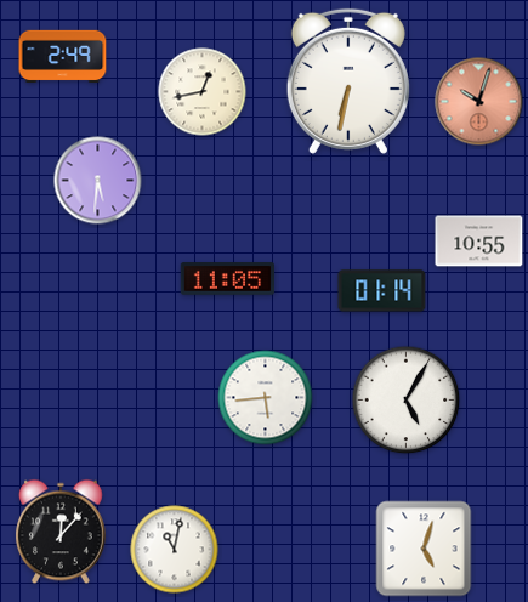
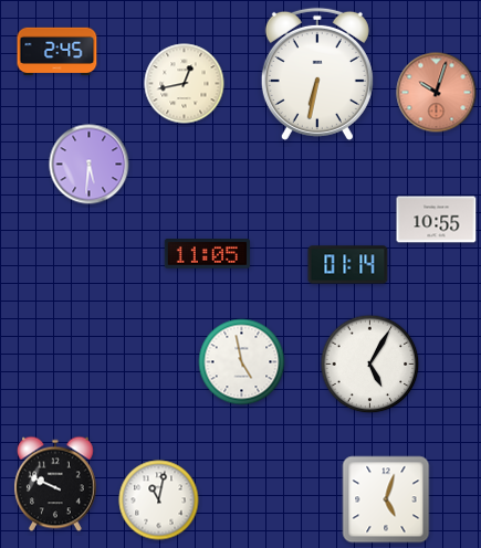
clock at (63, 56): 2:49 -> 2:45
clock at (266, 398): 5:44 -> 4:58
clock at (62, 532): 12:07 -> 9:49
